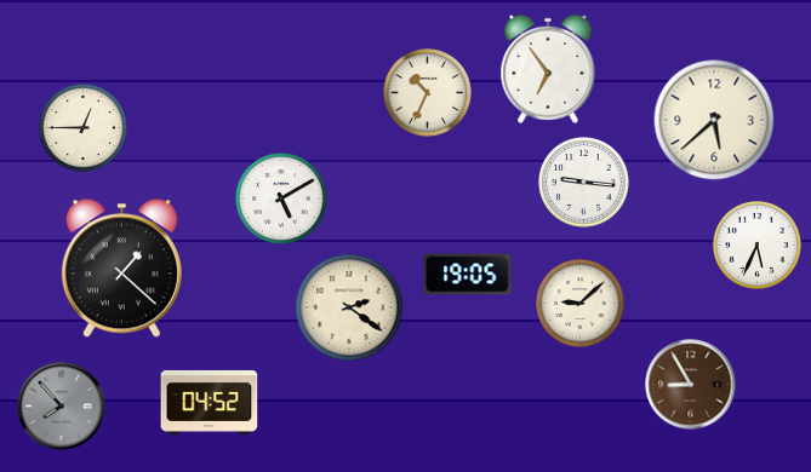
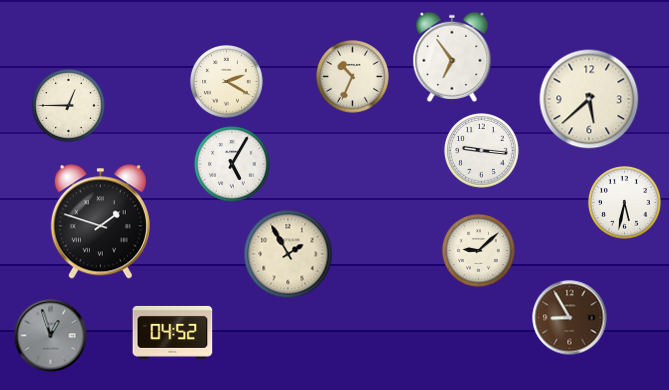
clock at (227, 82): none -> 2:20
clock at (281, 198): 5:10 -> 5:05
clock at (758, 246): 5:34 -> 5:32
clock at (121, 269): 1:22 -> 1:48
clock at (468, 275): 19:05 -> none
clock at (349, 307): 2:21 -> 1:55
clock at (62, 407): 7:53 -> 12:57
